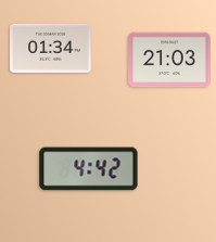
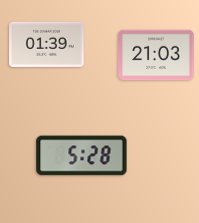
clock at (51, 48): 01:34 -> 01:39
clock at (89, 169): 4:42 -> 5:28
